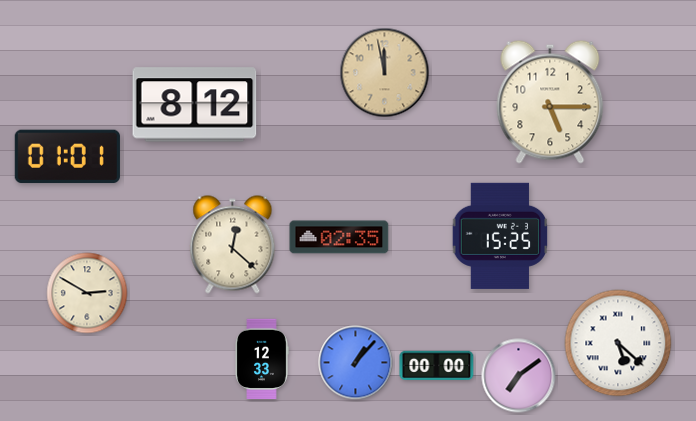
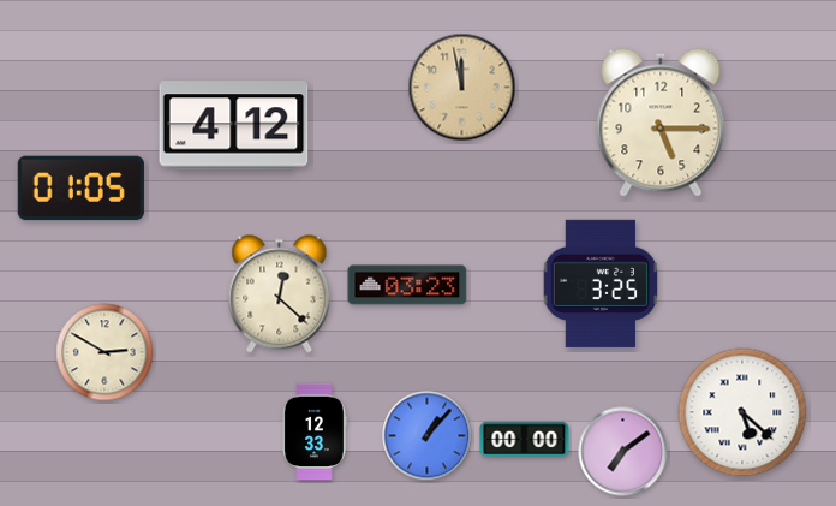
clock at (195, 105): 8:12 -> 4:12
clock at (67, 157): 01:01 -> 01:05
clock at (500, 236): 15:25 -> 3:25
clock at (339, 237): 02:35 -> 03:23
